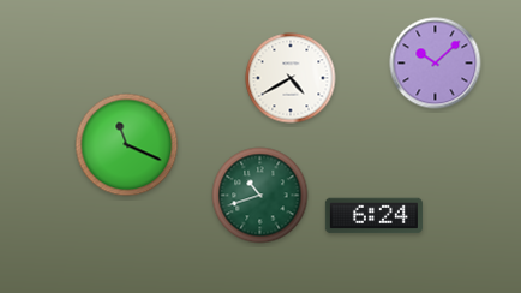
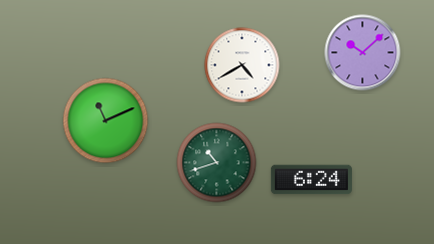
clock at (127, 145): 11:19 -> 11:11
